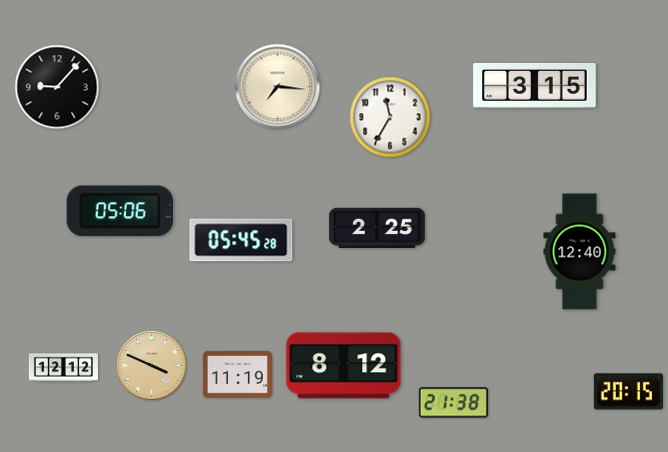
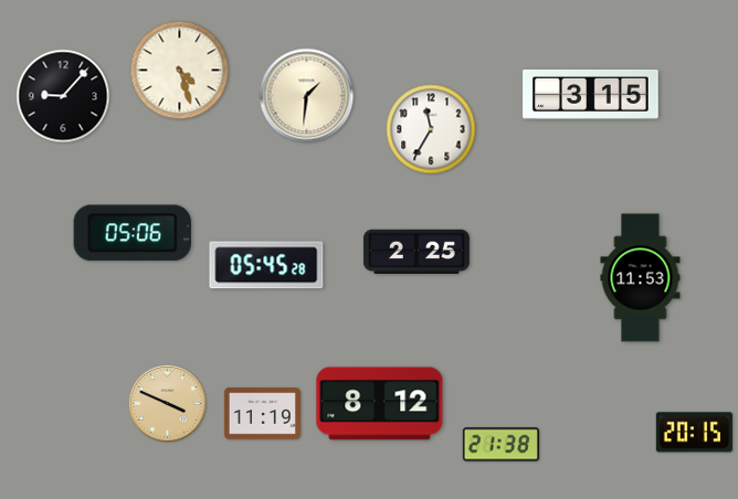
clock at (180, 71): none -> 4:27
clock at (278, 87): 7:16 -> 1:31
clock at (580, 252): 12:40 -> 11:53
clock at (63, 368): 12:12 -> none
